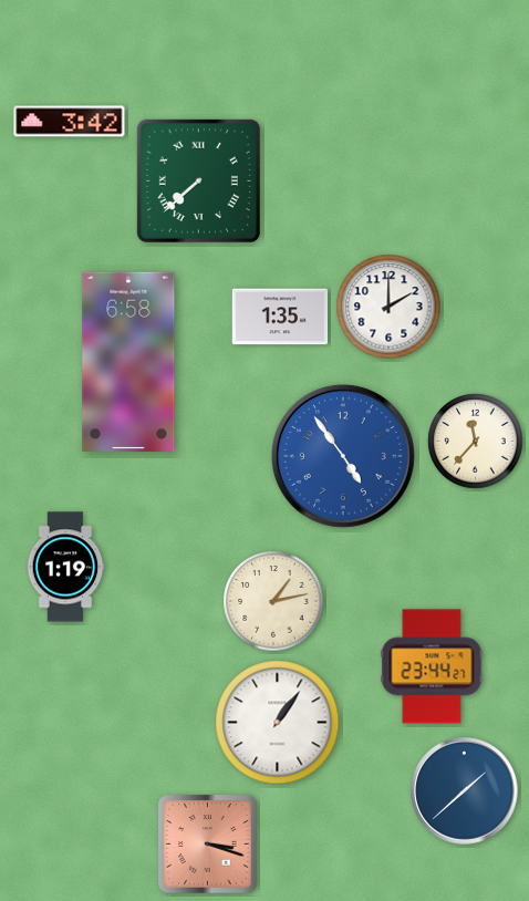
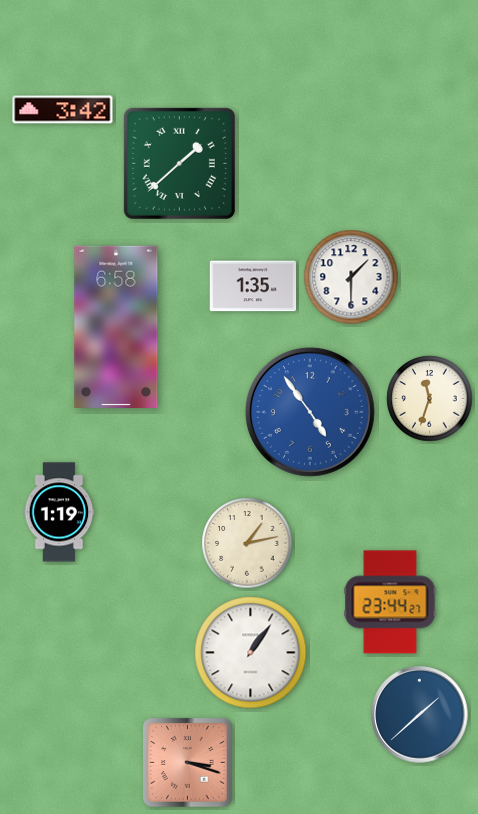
clock at (198, 180): 7:38 -> 1:38
clock at (388, 307): 2:00 -> 1:30
clock at (476, 442): 11:37 -> 11:33
